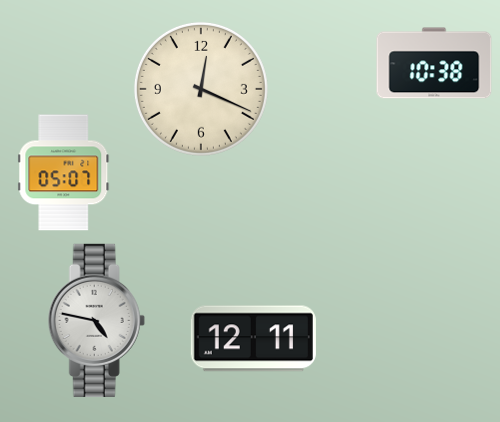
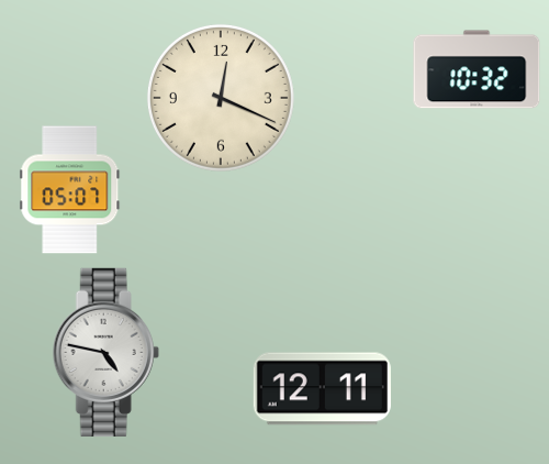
clock at (434, 63): 10:38 -> 10:32
clock at (253, 339) position: (253, 339) -> (322, 389)
